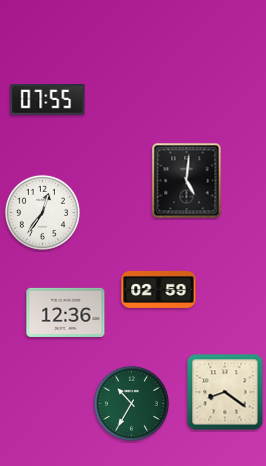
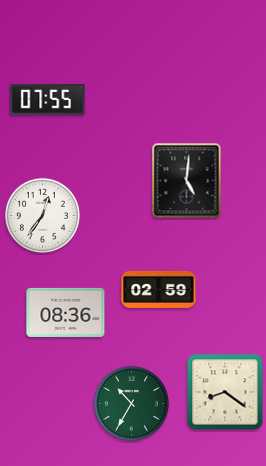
clock at (42, 212) position: (42, 212) -> (42, 215)
clock at (66, 312): 12:36 -> 08:36
